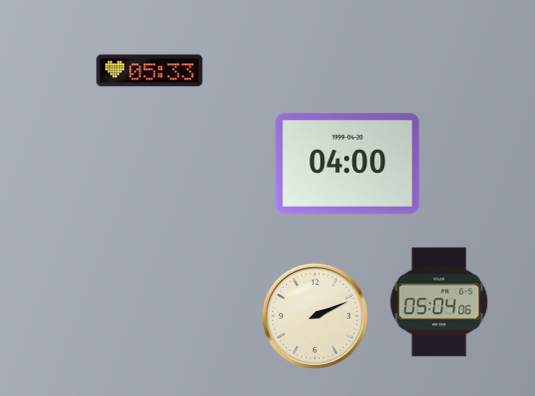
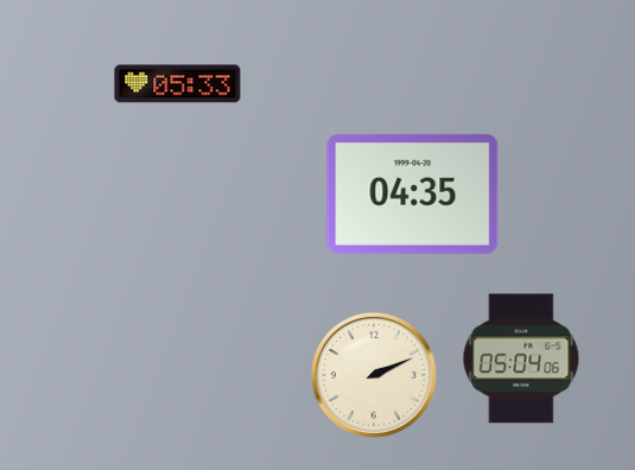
clock at (348, 163): 04:00 -> 04:35
